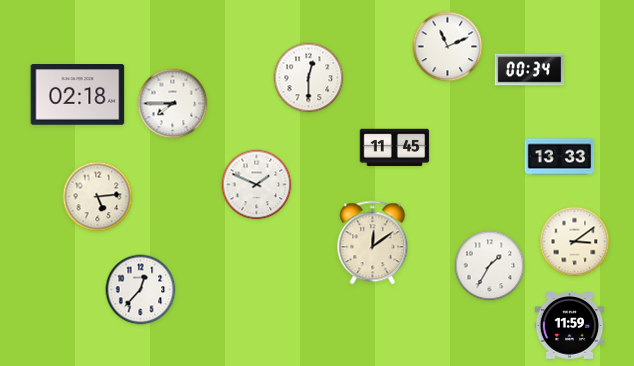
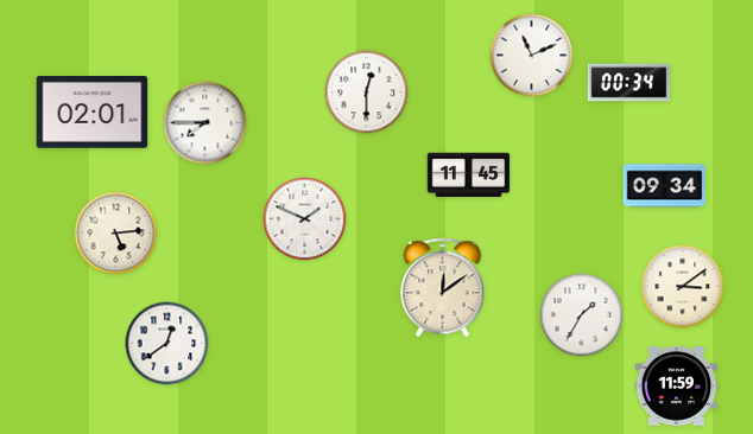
clock at (78, 95): 02:18 -> 02:01
clock at (560, 157): 13:33 -> 09:34
clock at (141, 290): 12:37 -> 12:39
